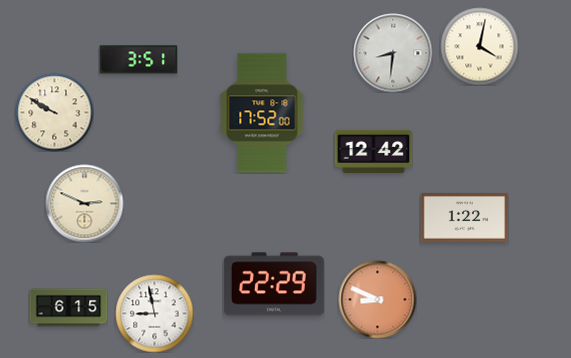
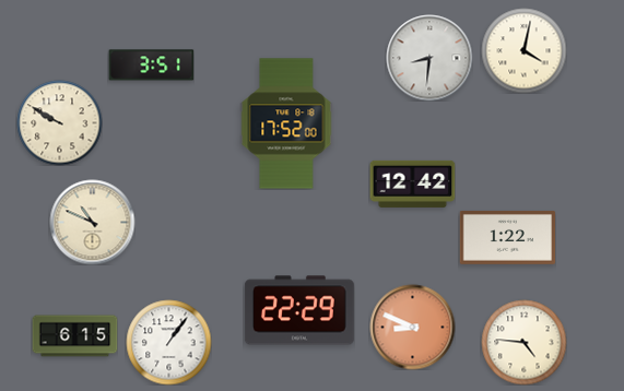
clock at (373, 151) position: (373, 151) -> (412, 183)
clock at (84, 203): 2:49 -> 10:49
clock at (154, 313): 8:58 -> 1:06
clock at (523, 342): none -> 4:46
